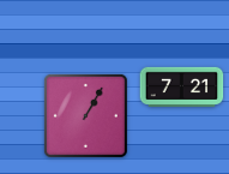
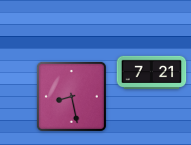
clock at (85, 115): 1:05 -> 8:28
